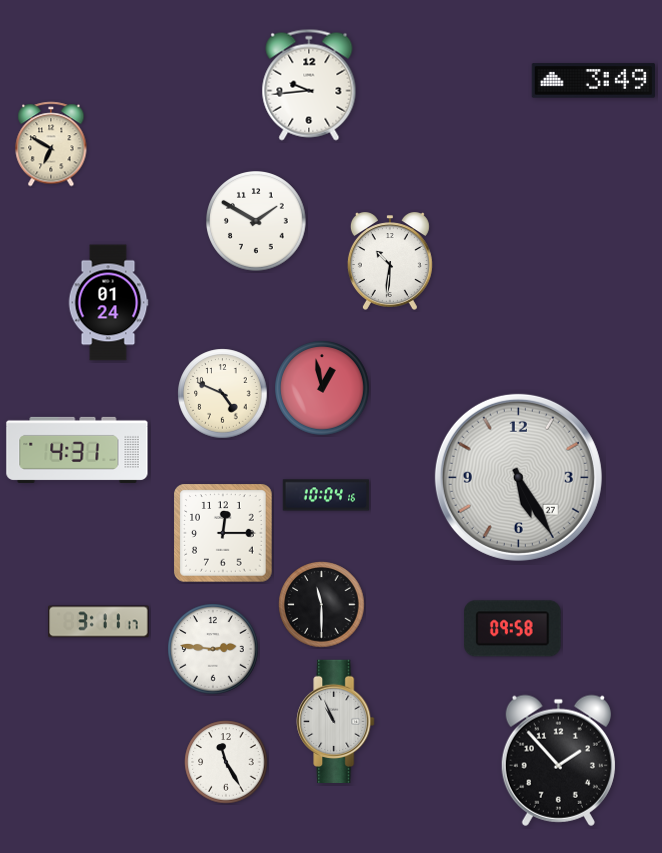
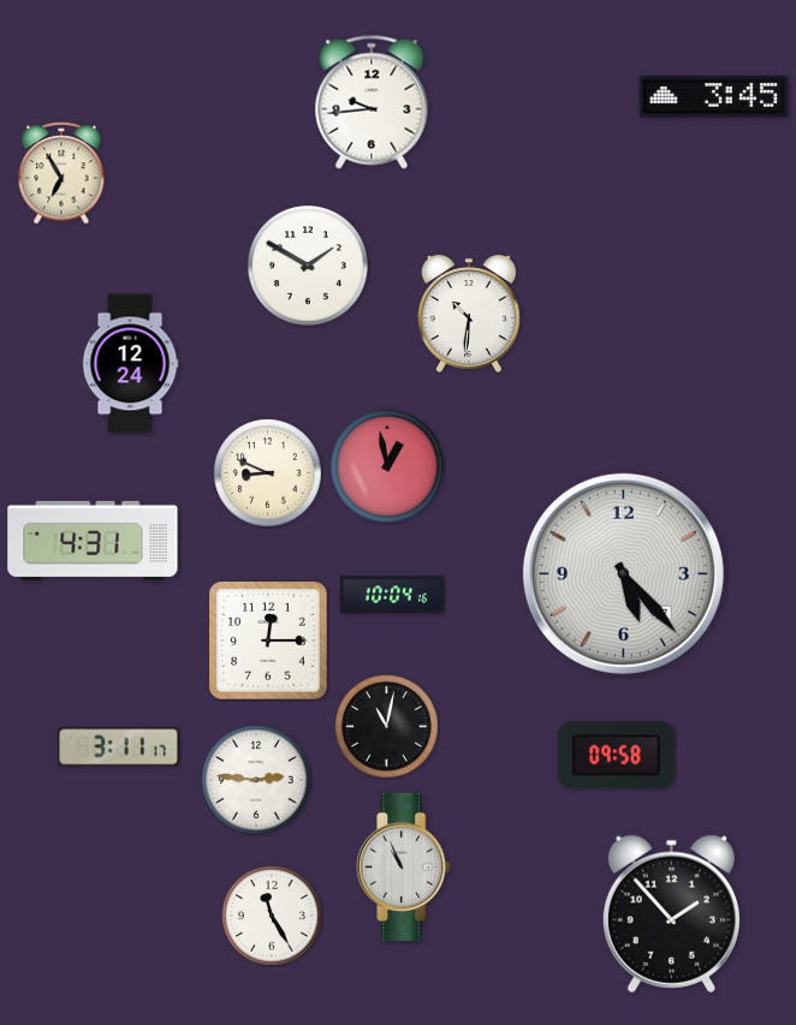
clock at (593, 81): 3:49 -> 3:45
clock at (51, 144): 6:50 -> 6:55
clock at (108, 303): 01:24 -> 12:24
clock at (223, 394): 4:49 -> 8:49
clock at (518, 477): 5:25 -> 5:23
clock at (322, 605): 11:30 -> 11:02
